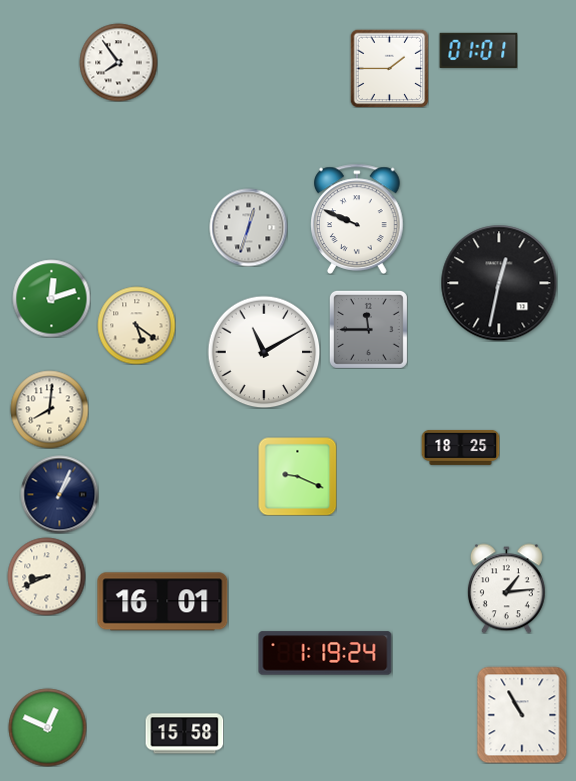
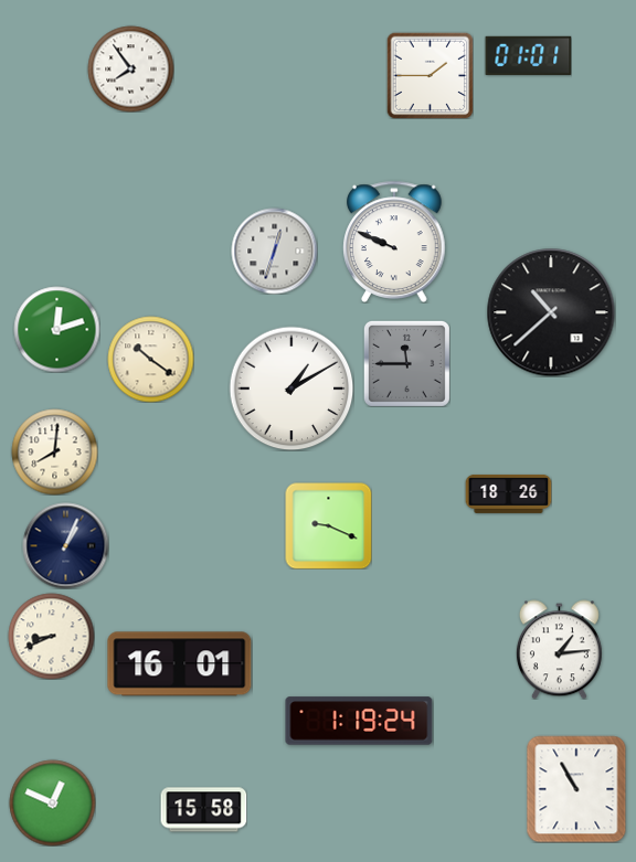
clock at (499, 283): 12:32 -> 10:38
clock at (136, 325): 5:21 -> 10:21
clock at (264, 352): 11:10 -> 1:10
clock at (460, 447): 18:25 -> 18:26
